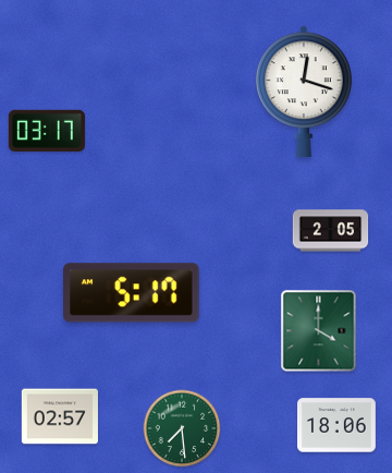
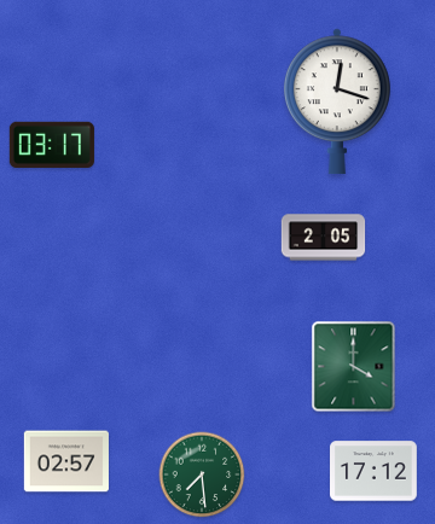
clock at (331, 231) position: (331, 231) -> (324, 238)
clock at (132, 293): 5:17 -> none
clock at (338, 425): 18:06 -> 17:12
